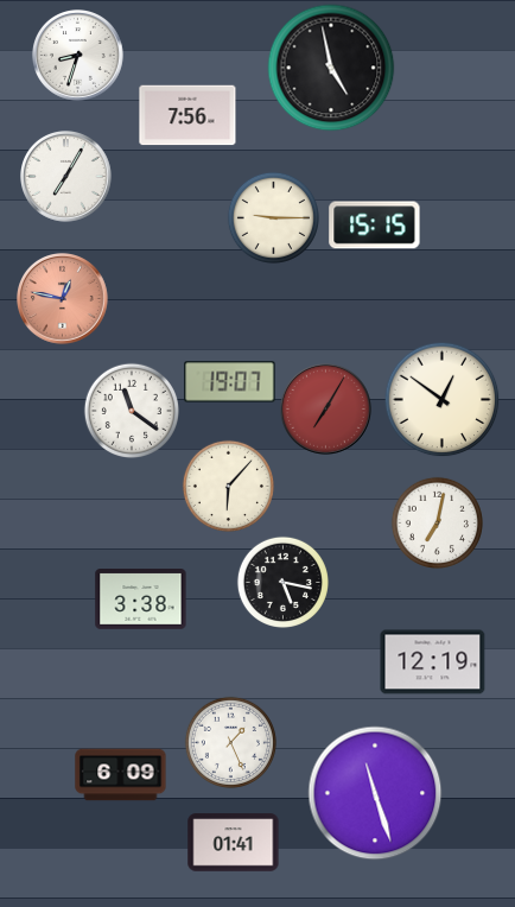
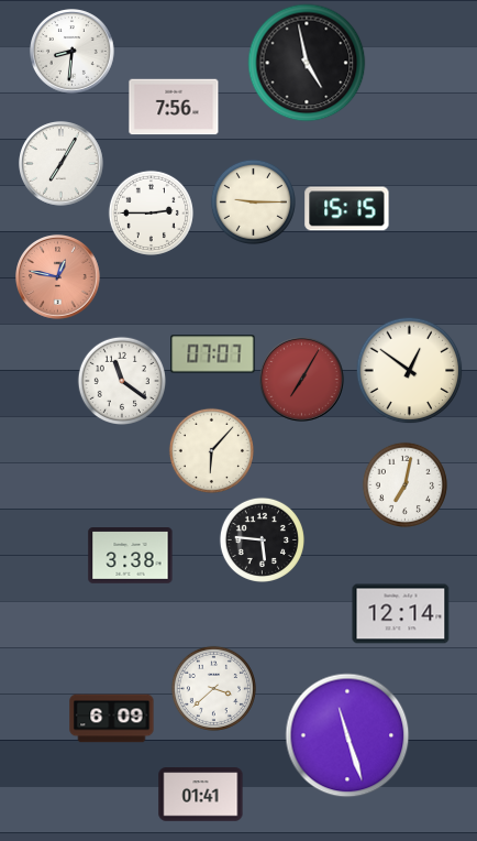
clock at (78, 56): 8:33 -> 8:31
clock at (151, 212): none -> 2:45
clock at (230, 382): 19:07 -> 07:07
clock at (282, 582): 5:17 -> 5:46
clock at (433, 662): 12:19 -> 12:14
clock at (230, 742): 1:26 -> 3:38
clock at (234, 843) position: (234, 843) -> (201, 795)
